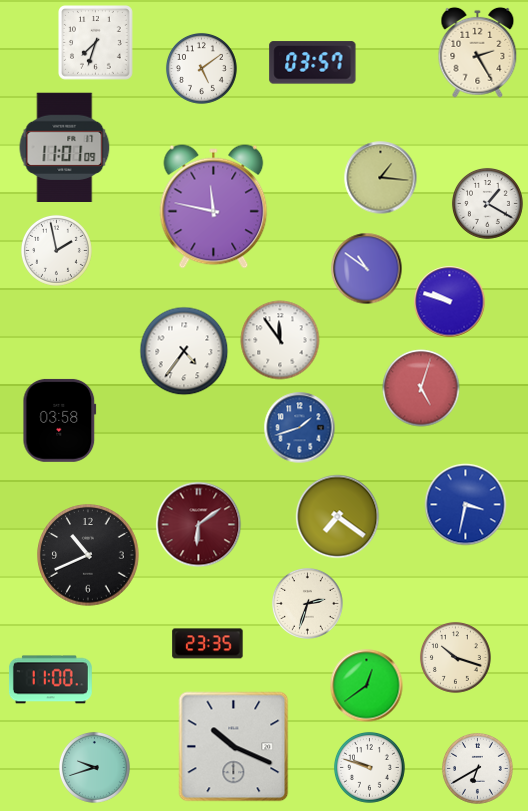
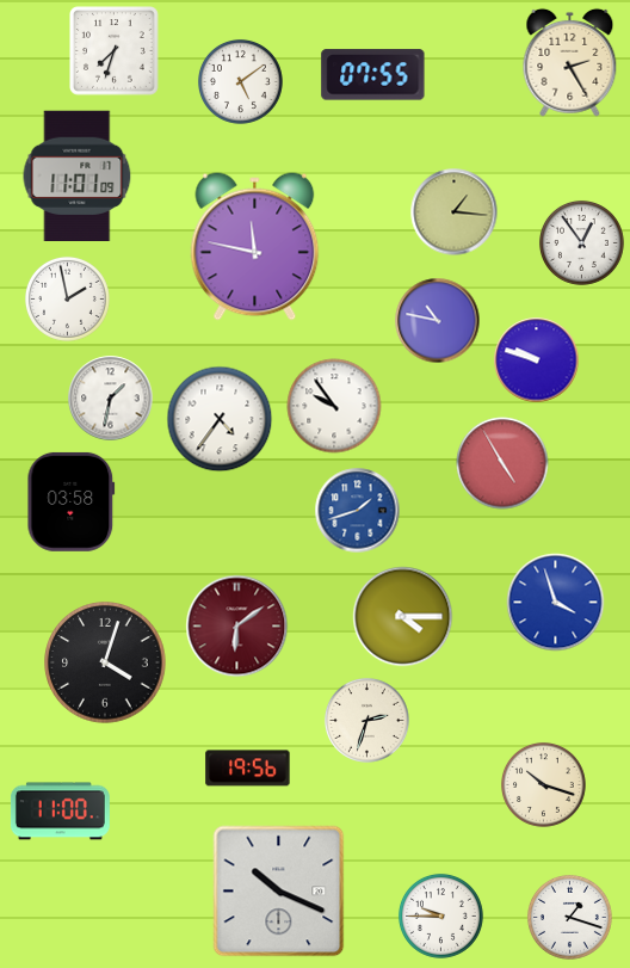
clock at (313, 63): 03:57 -> 07:55
clock at (487, 203): 1:20 -> 12:54
clock at (367, 269): 10:51 -> 10:47
clock at (111, 399): none -> 1:32
clock at (280, 340): 11:54 -> 9:54
clock at (421, 388): 5:03 -> 4:55
clock at (466, 505): 3:32 -> 3:57
clock at (338, 517): 7:21 -> 4:15
clock at (88, 555): 10:41 -> 4:03
clock at (208, 644): 23:35 -> 19:56
clock at (367, 686): 12:39 -> none
clock at (94, 767): 9:42 -> none
clock at (369, 767): 9:48 -> 9:45
clock at (477, 768): 6:40 -> 1:18
